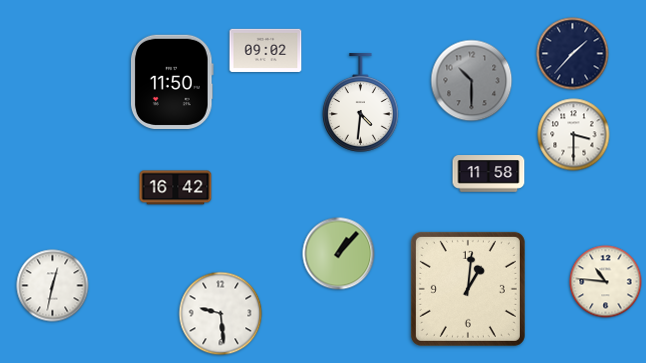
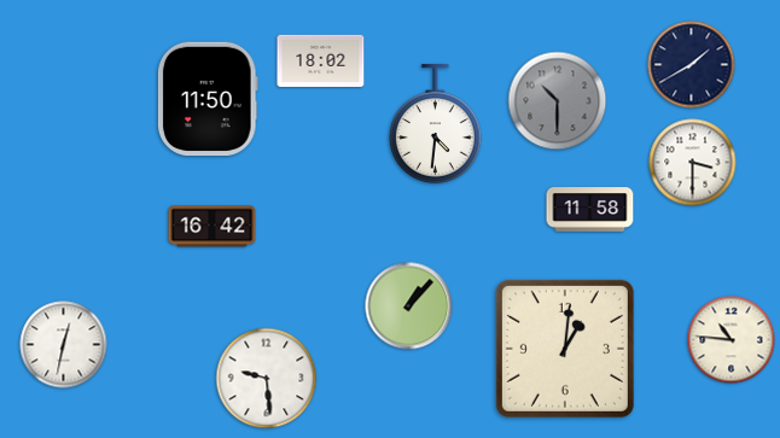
clock at (266, 50): 09:02 -> 18:02
clock at (573, 54): 1:37 -> 1:40
clock at (472, 81) position: (472, 81) -> (558, 101)
